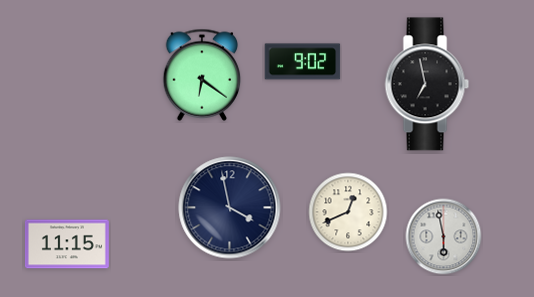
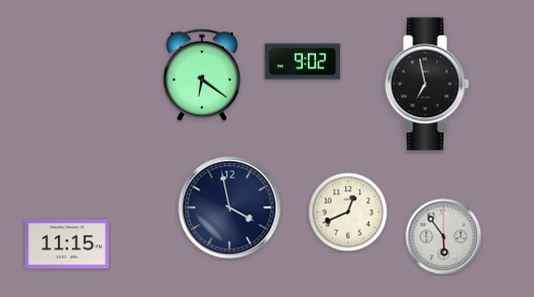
clock at (444, 237): 5:58 -> 5:54
